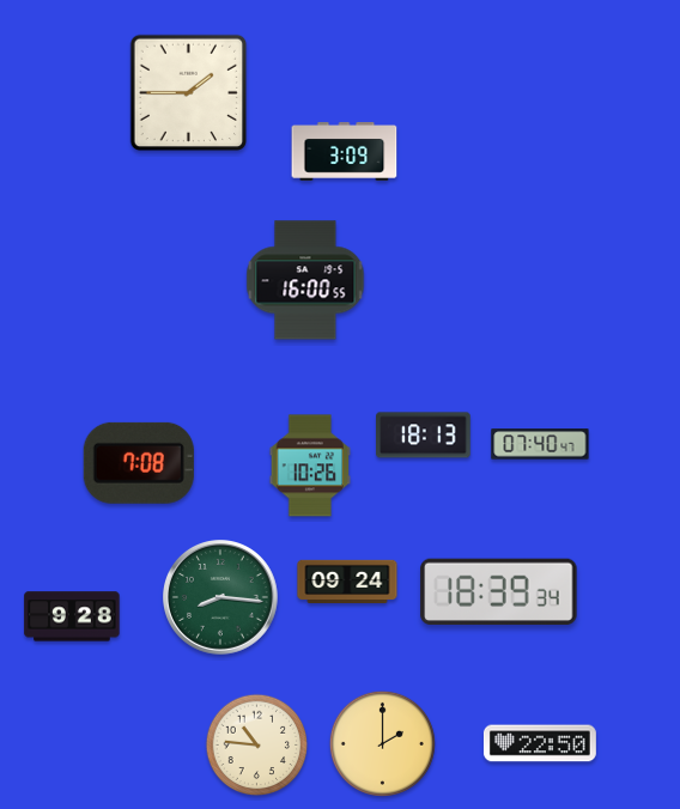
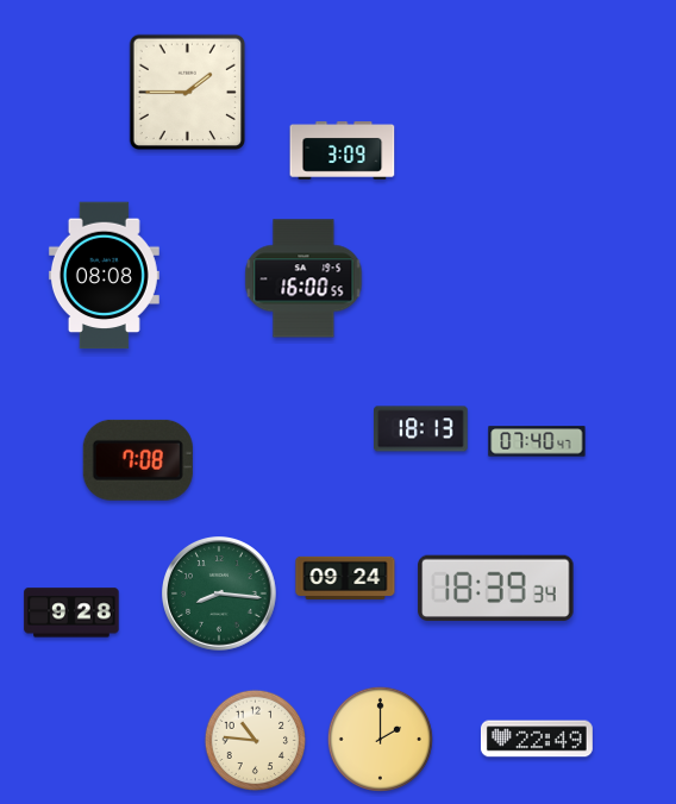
clock at (104, 276): none -> 08:08
clock at (424, 436) position: (424, 436) -> (421, 429)
clock at (309, 466): 10:26 -> none
clock at (540, 743): 22:50 -> 22:49
